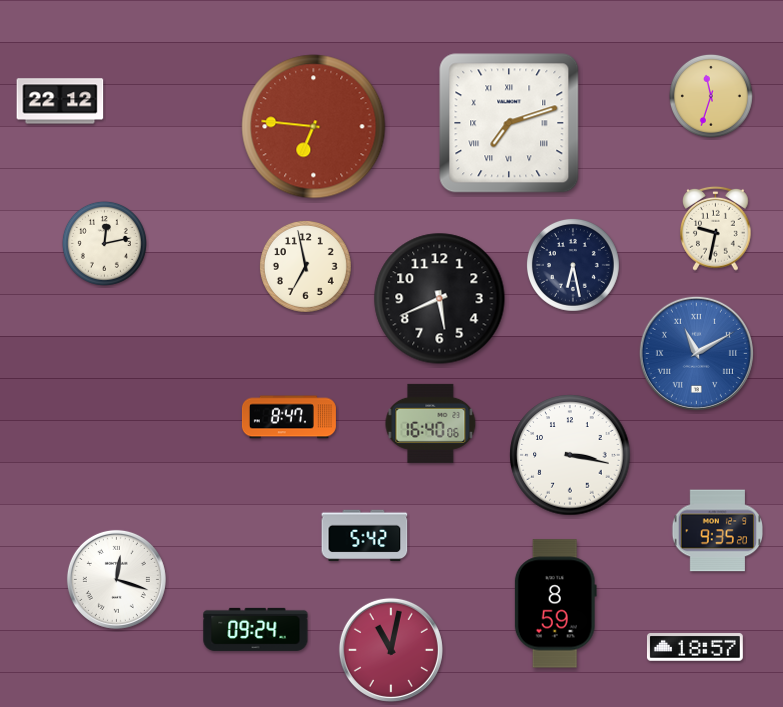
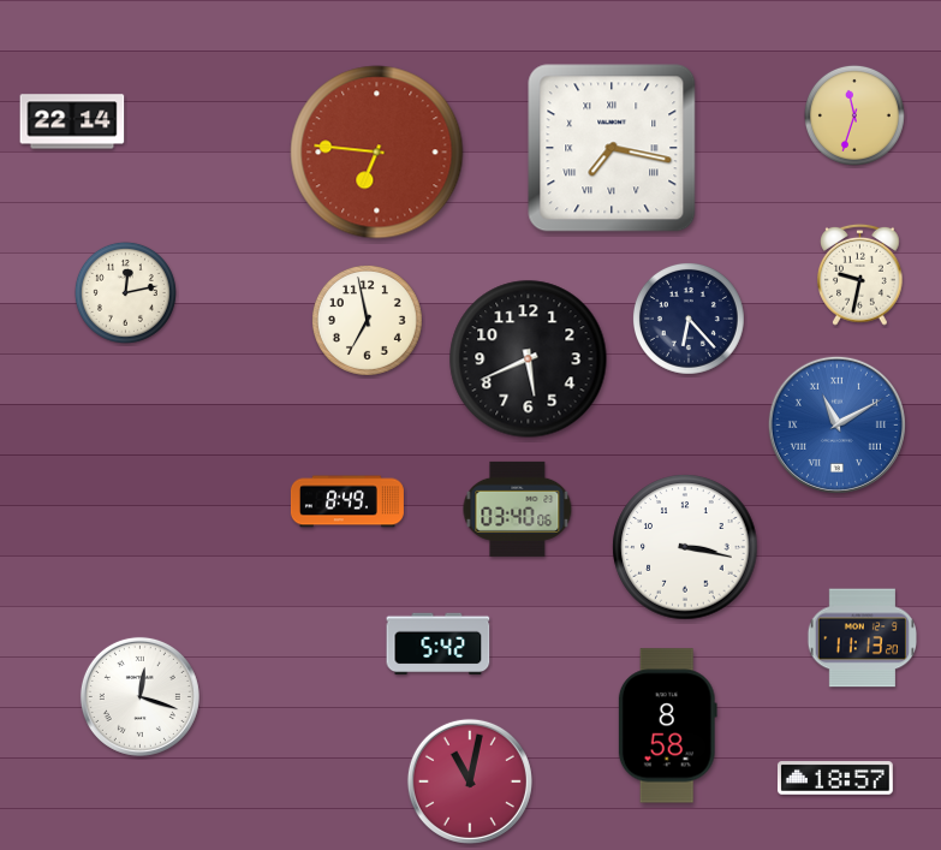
clock at (60, 101): 22:12 -> 22:14
clock at (509, 123): 7:12 -> 7:17
clock at (573, 265): 6:28 -> 6:23
clock at (289, 417): 8:47 -> 8:49
clock at (431, 423): 16:40 -> 03:40
clock at (717, 531): 9:35 -> 11:13
clock at (555, 604): 8:59 -> 8:58
clock at (256, 629): 09:24 -> none
